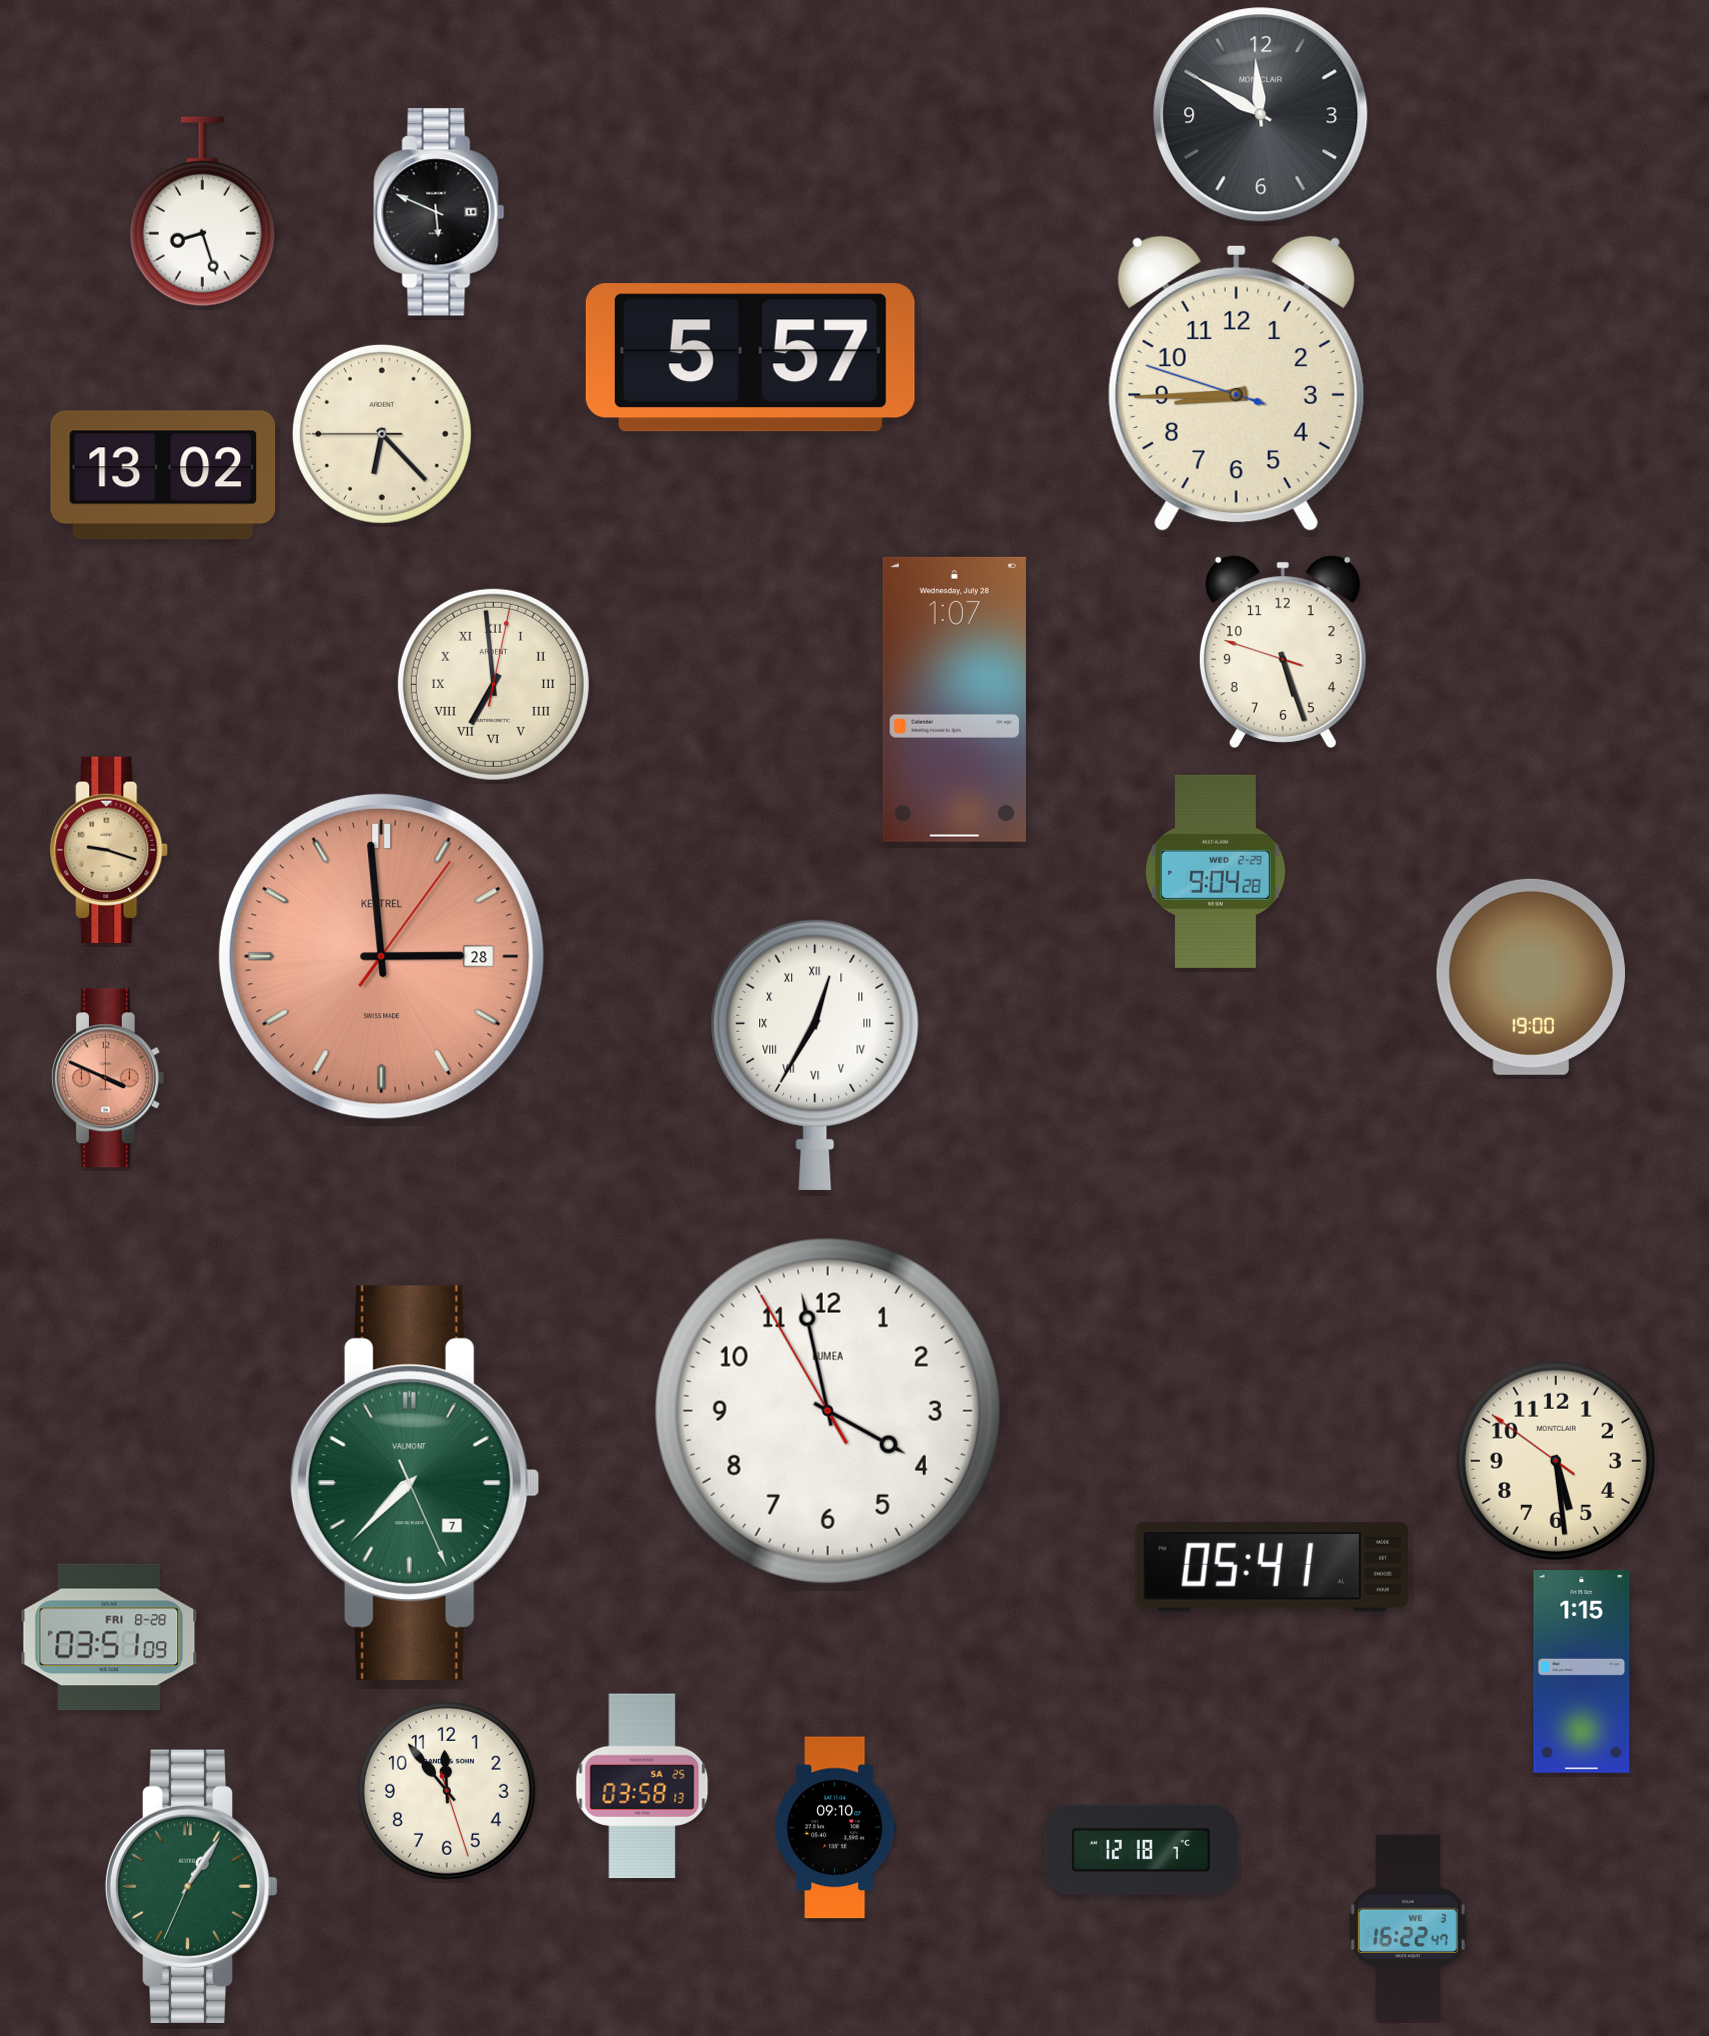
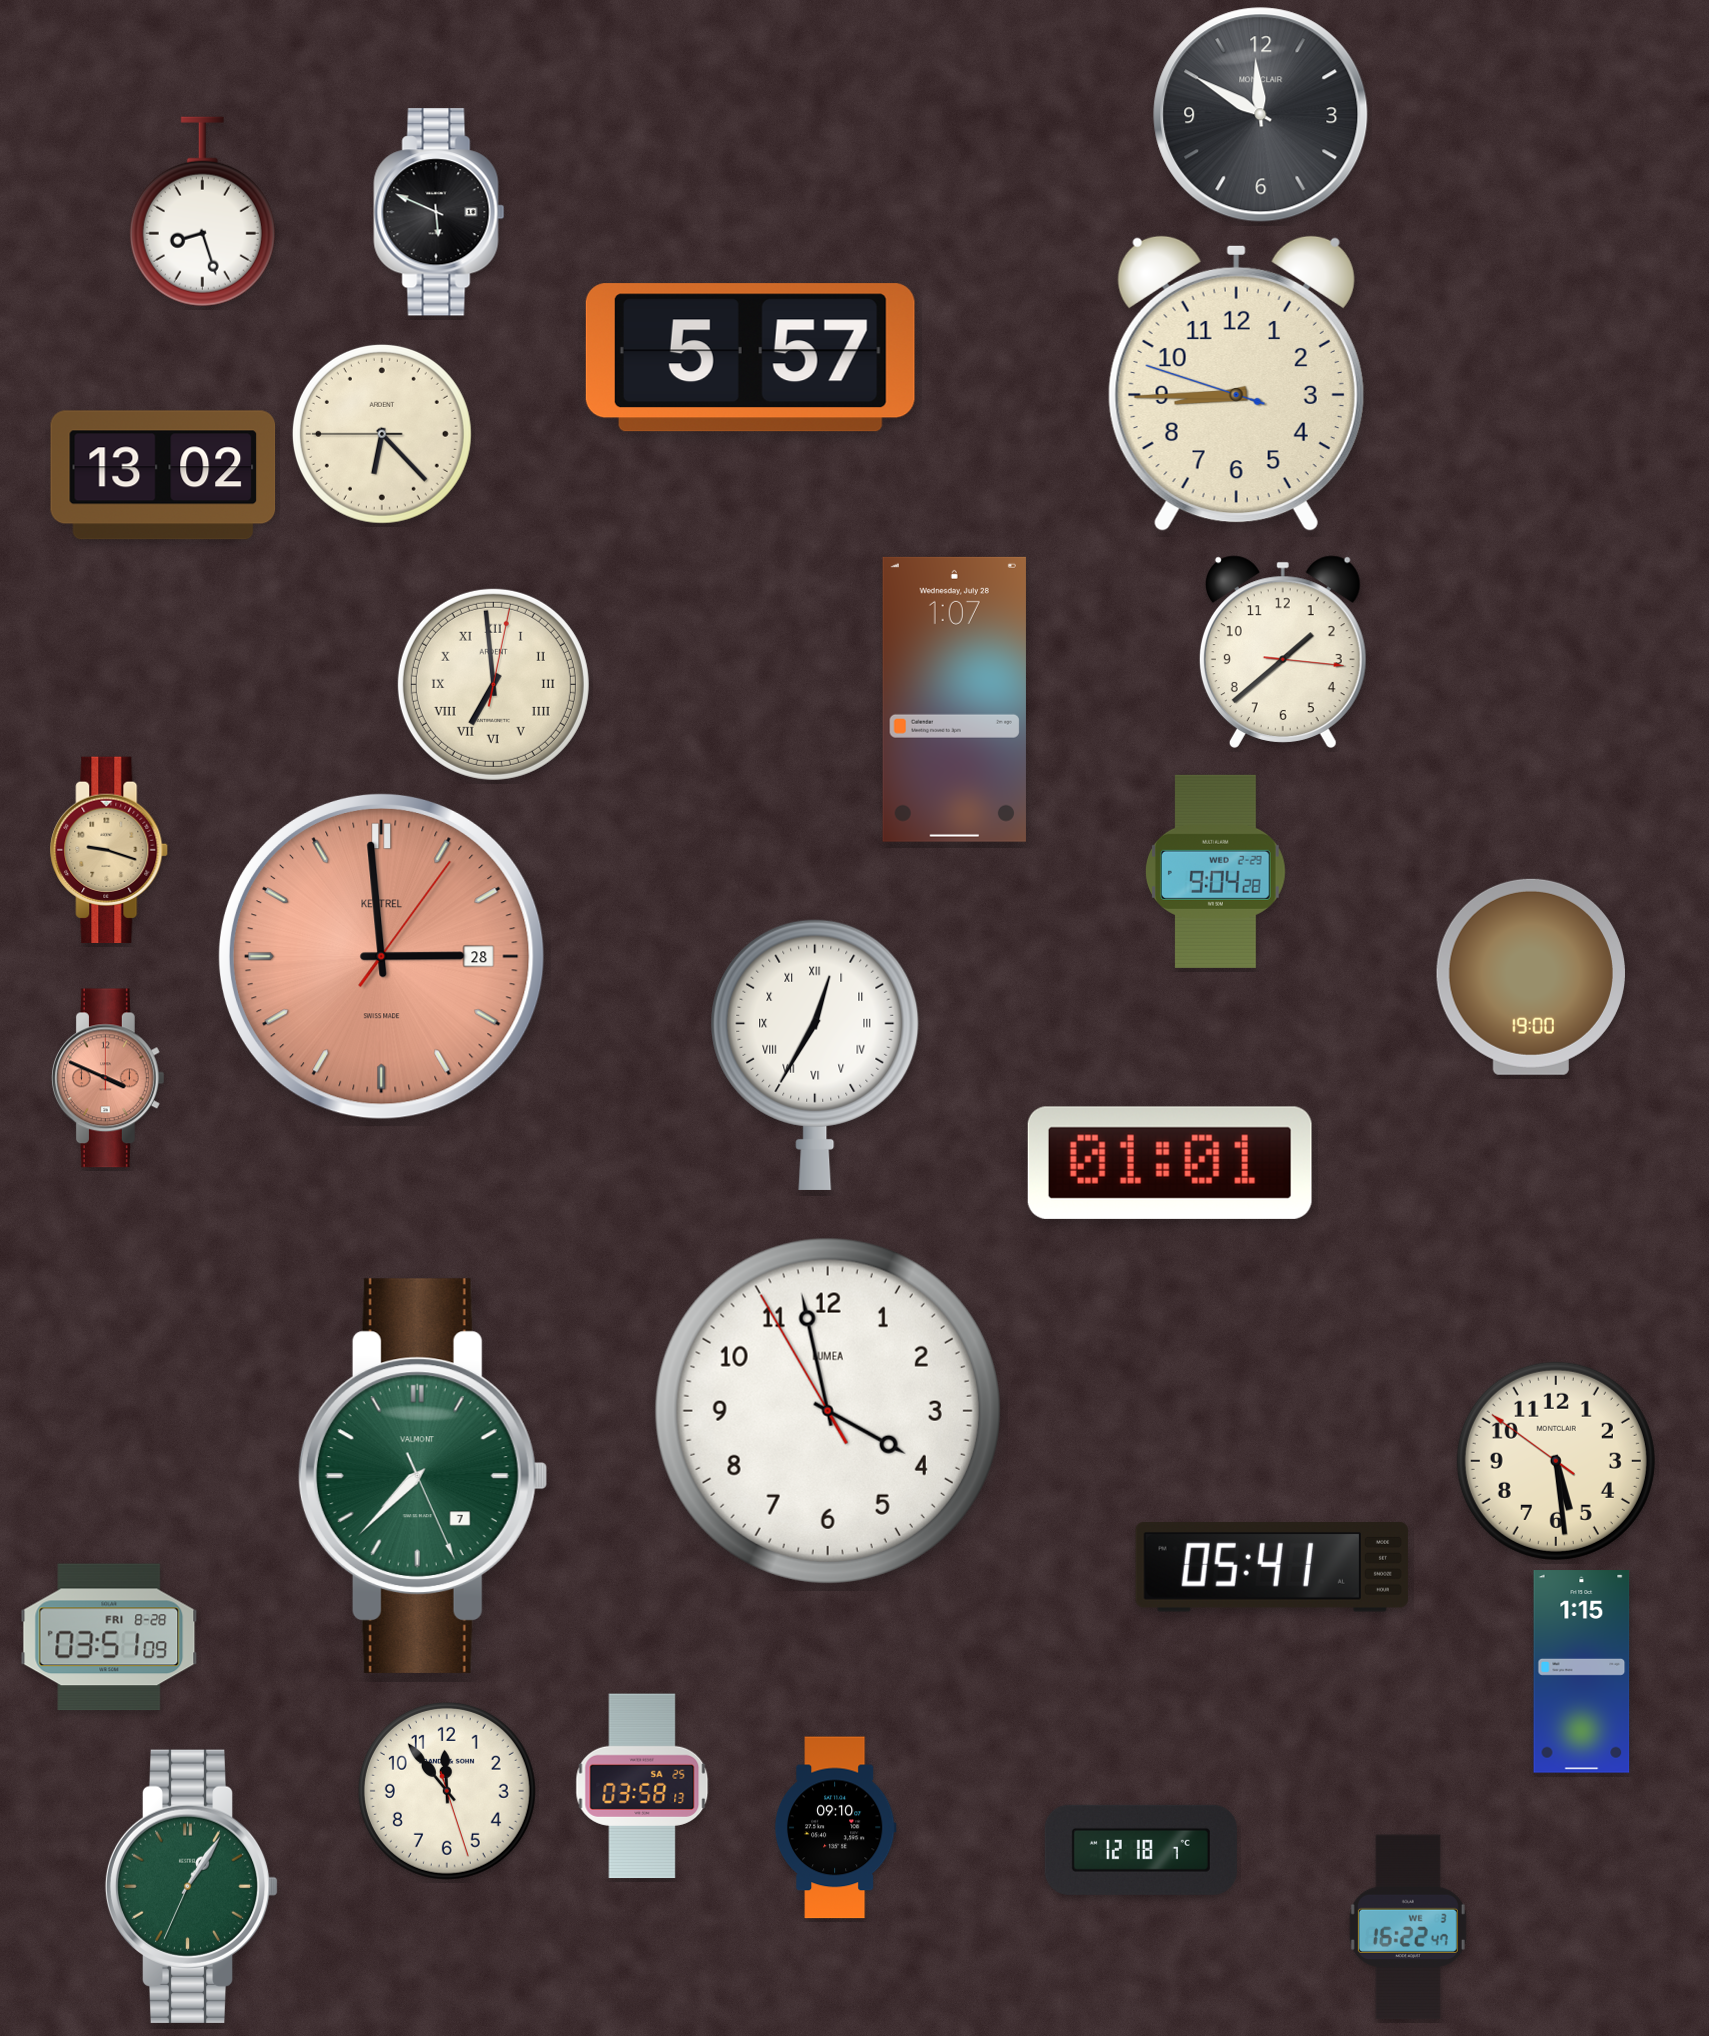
clock at (1283, 652): 5:26 -> 1:38
clock at (1170, 1163): none -> 01:01
clock at (415, 1483) position: (415, 1483) -> (423, 1476)
